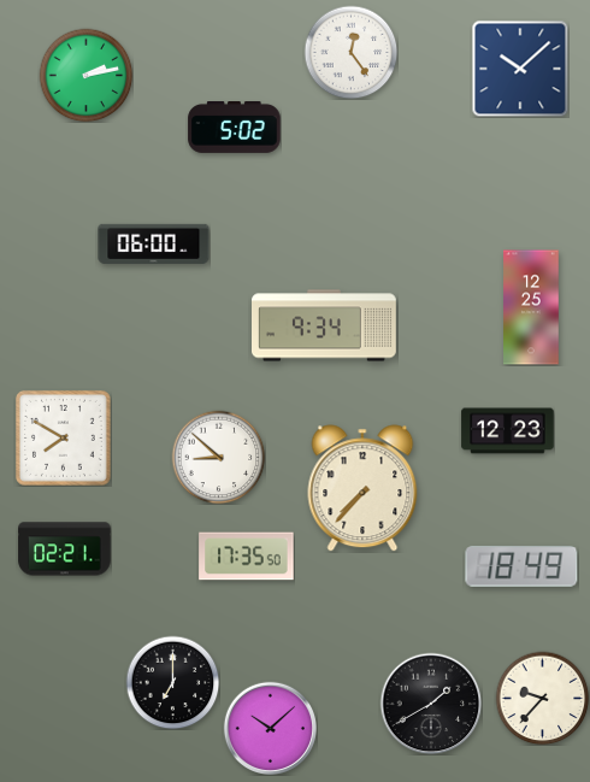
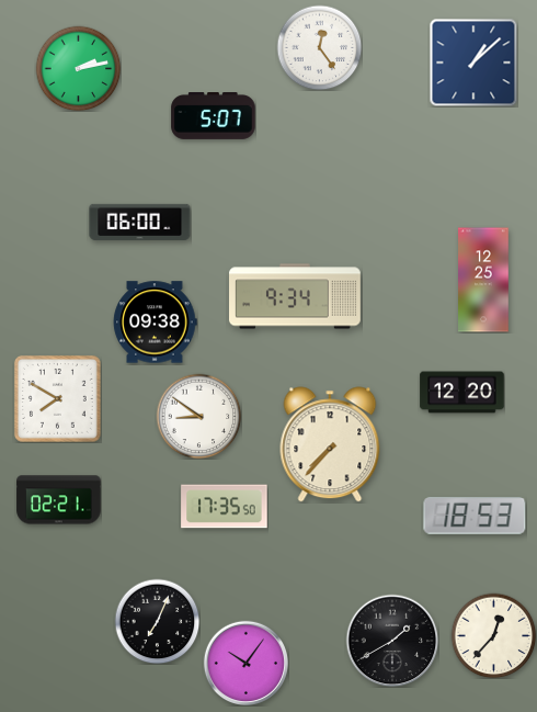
clock at (520, 69): 10:08 -> 1:08
clock at (235, 128): 5:02 -> 5:07
clock at (155, 323): none -> 09:38
clock at (508, 431): 12:23 -> 12:20
clock at (218, 457): 8:52 -> 8:51
clock at (521, 566): 18:49 -> 18:53
clock at (172, 682): 7:00 -> 7:04
clock at (542, 698): 9:37 -> 12:37
clock at (270, 728): 10:08 -> 10:06
